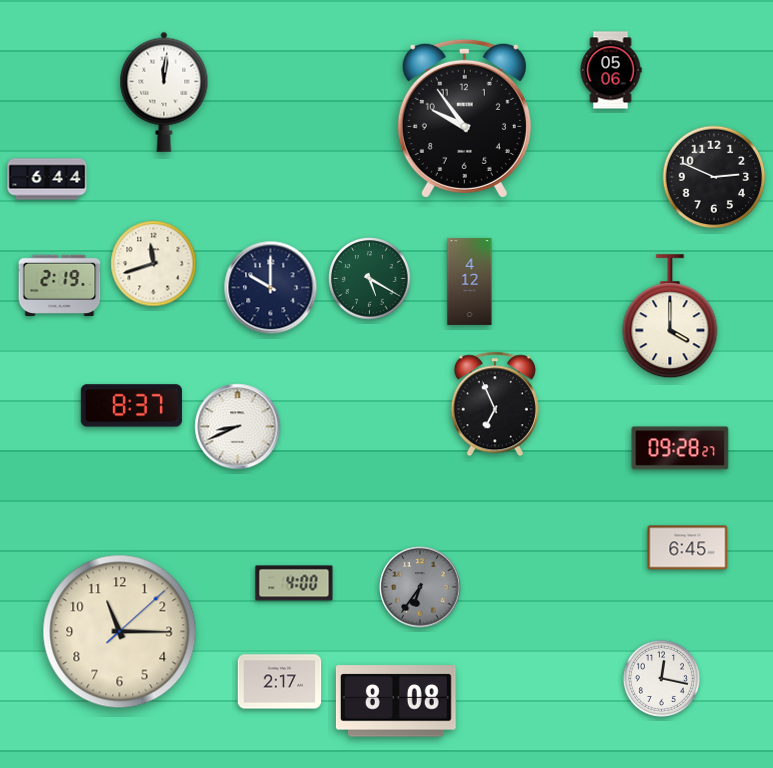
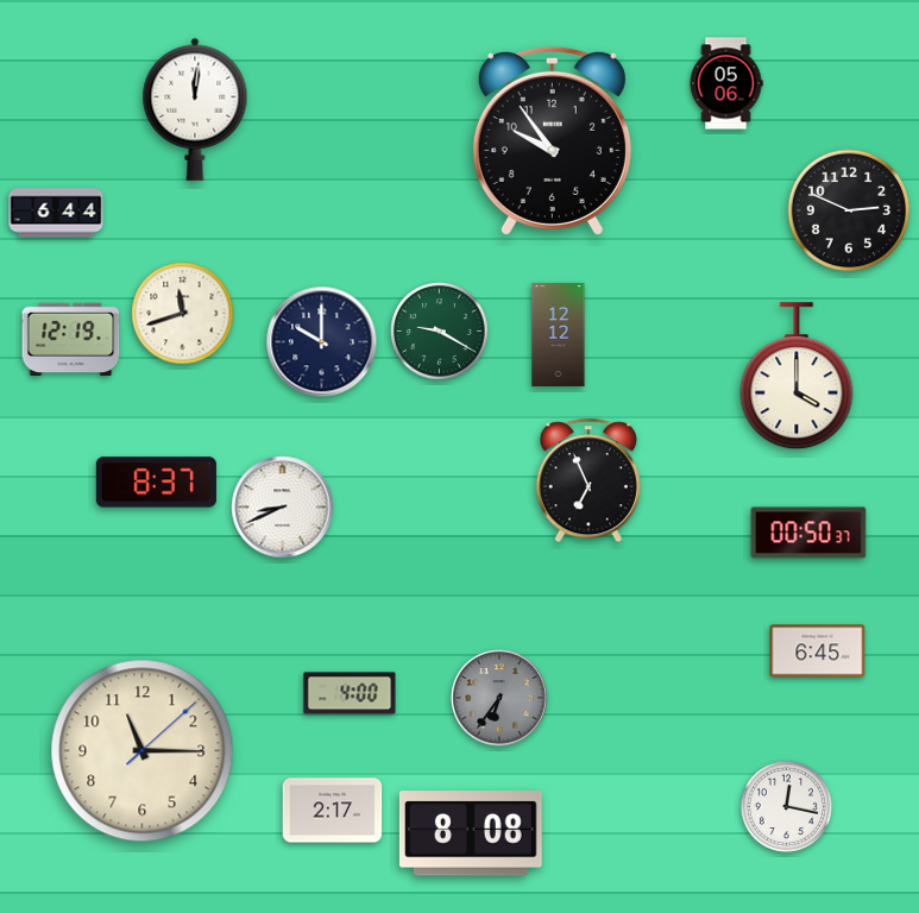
clock at (370, 279): 5:20 -> 9:20
clock at (470, 281): 4:12 -> 12:12
clock at (60, 285): 2:19 -> 12:19
clock at (680, 448): 09:28 -> 00:50
